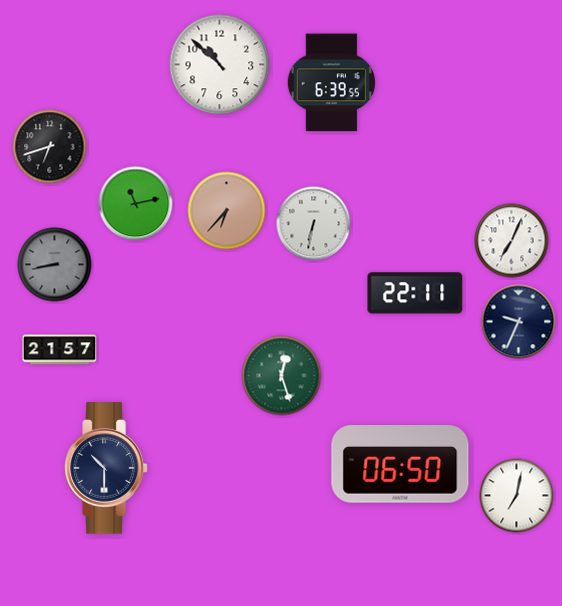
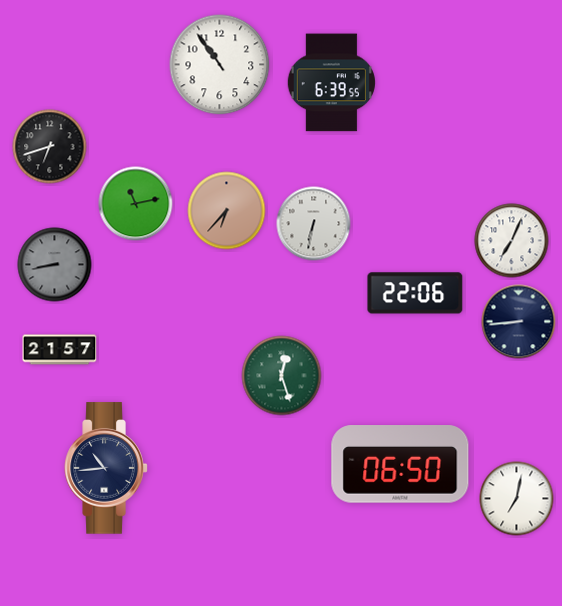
clock at (220, 65): 10:52 -> 10:54
clock at (415, 293): 22:11 -> 22:06
clock at (519, 322): 9:34 -> 8:44
clock at (106, 468): 10:30 -> 10:44
clock at (517, 496) position: (517, 496) -> (517, 499)
